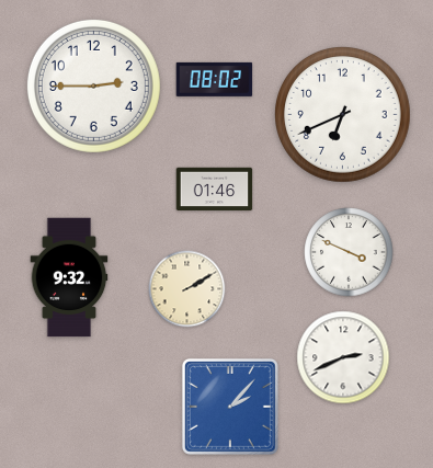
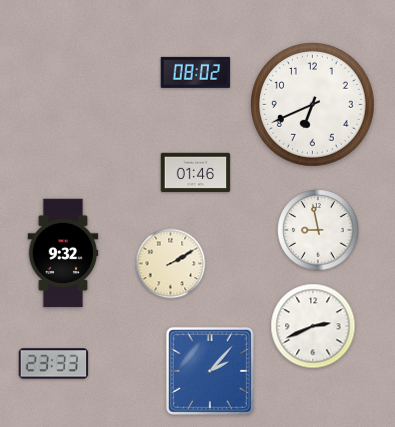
clock at (93, 85): 2:45 -> none
clock at (349, 252): 3:49 -> 8:58
clock at (54, 364): none -> 23:33
